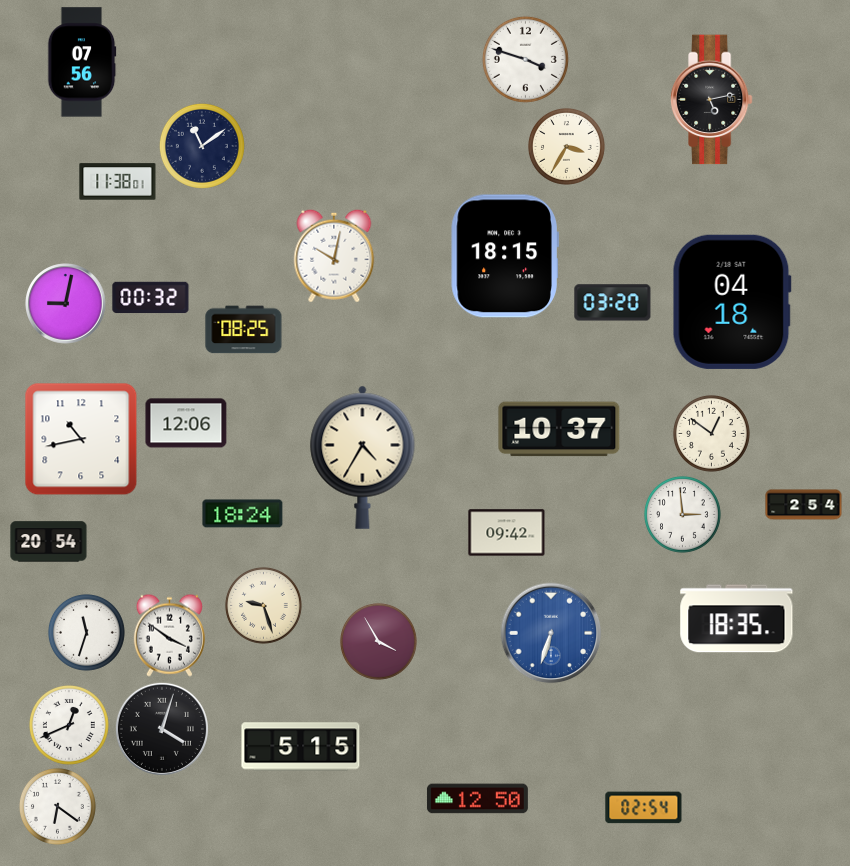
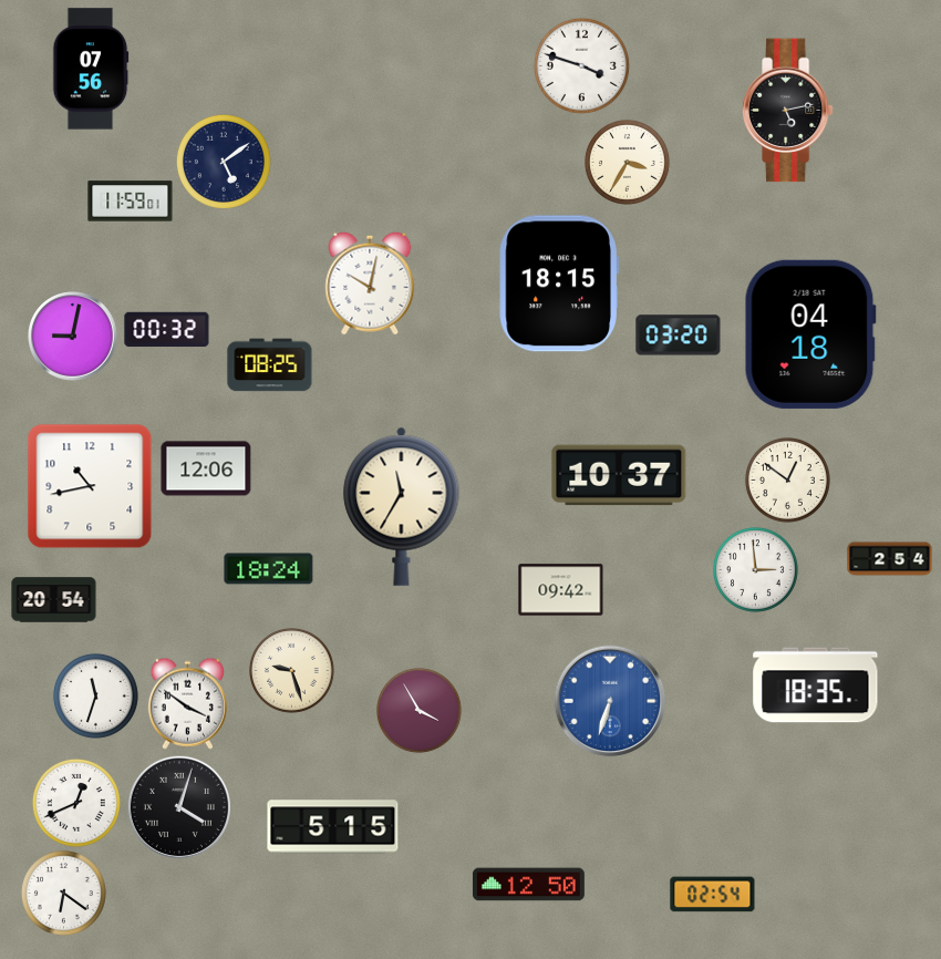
clock at (202, 146): 11:09 -> 5:09
clock at (118, 182): 11:38 -> 11:59
clock at (363, 457): 4:35 -> 11:35
clock at (86, 632) position: (86, 632) -> (95, 695)
